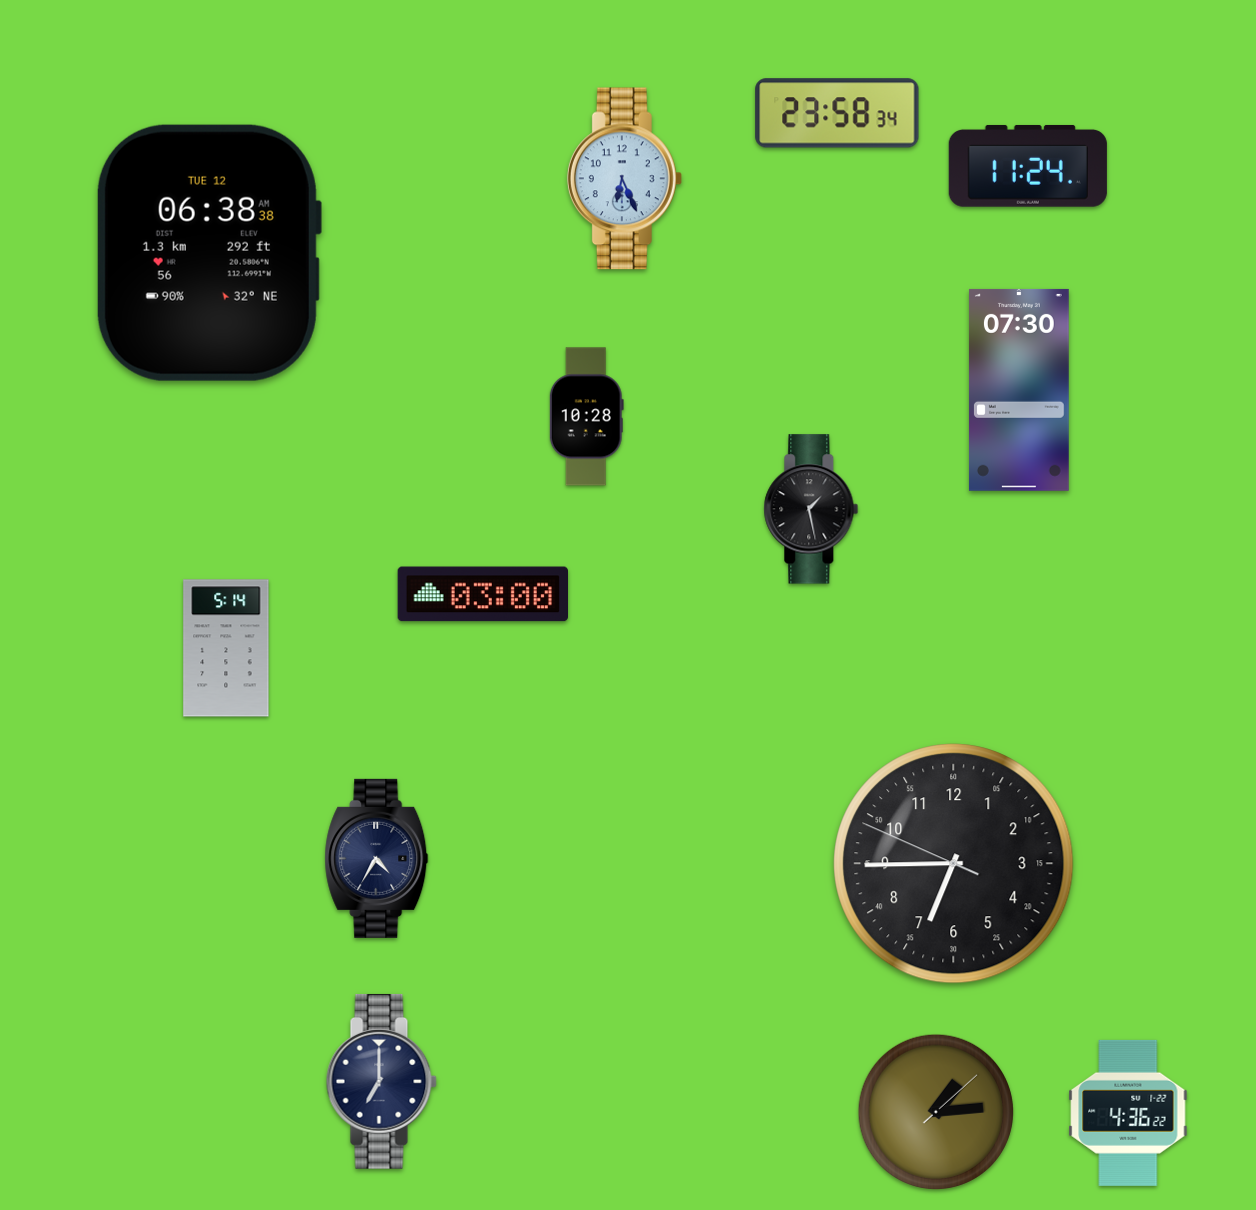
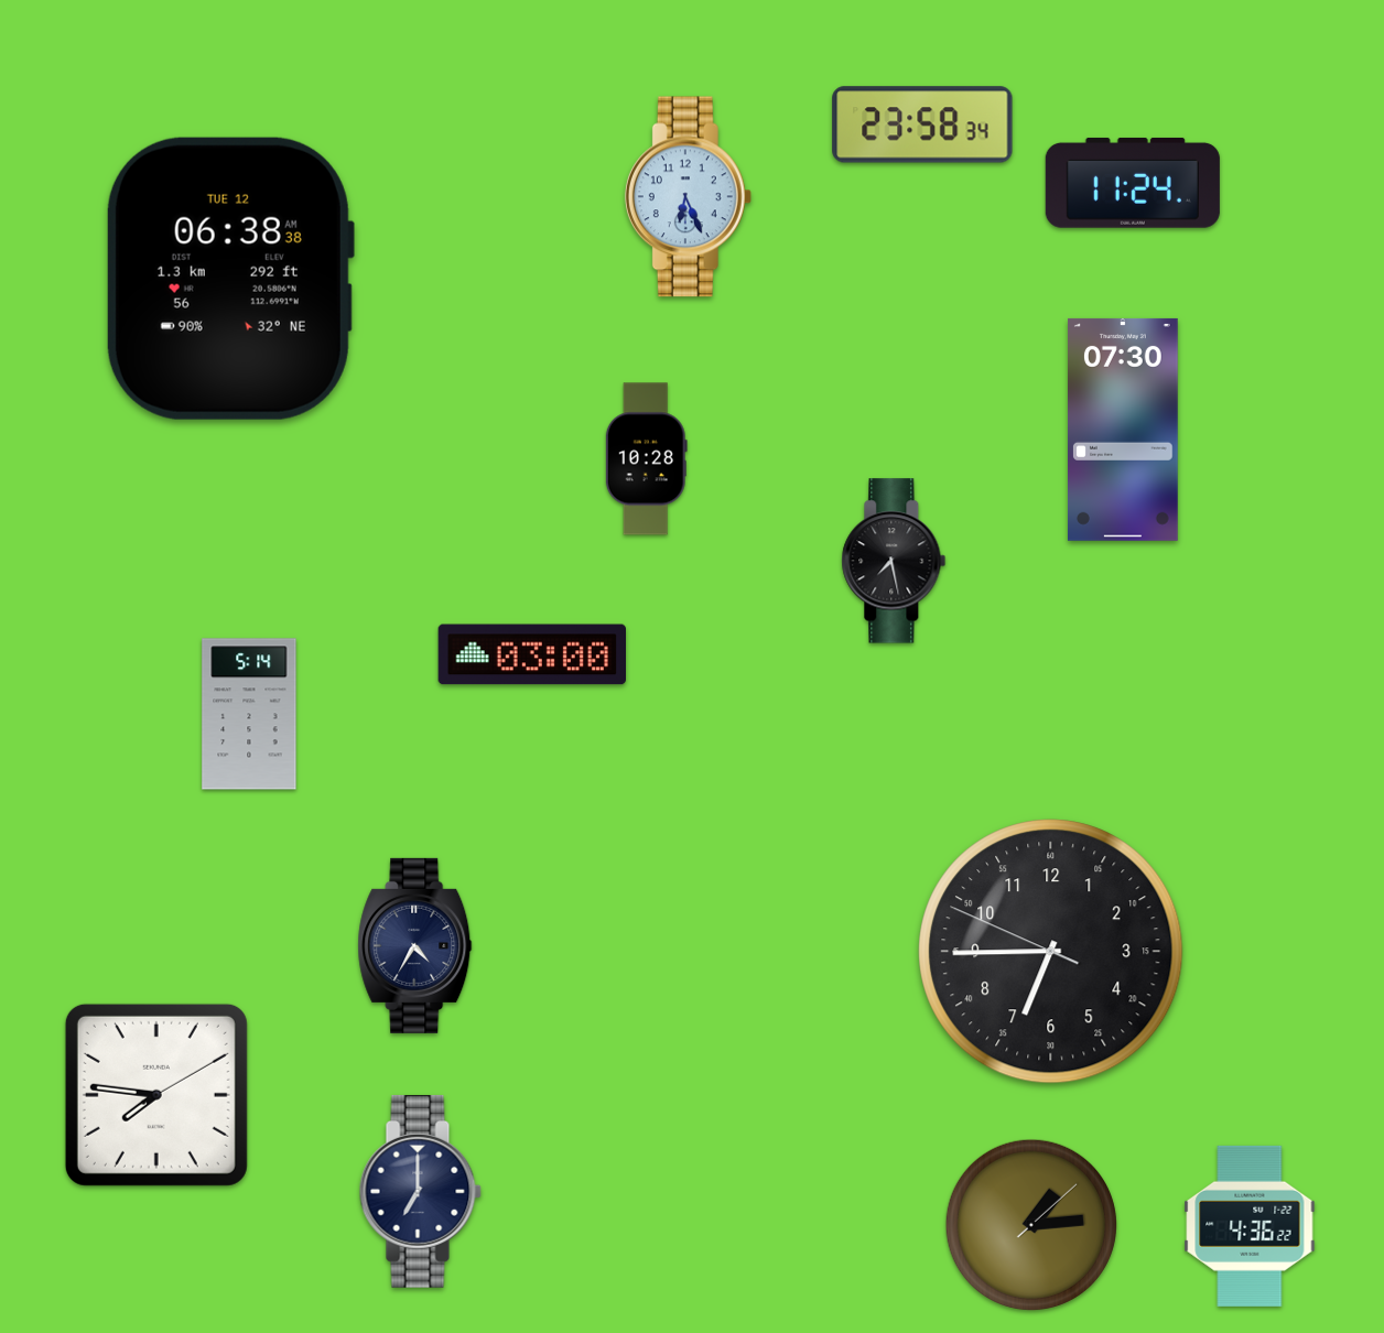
clock at (811, 509): 1:28 -> 7:28
clock at (156, 1095): none -> 7:46
clock at (1128, 1113) position: (1128, 1113) -> (1250, 1226)
